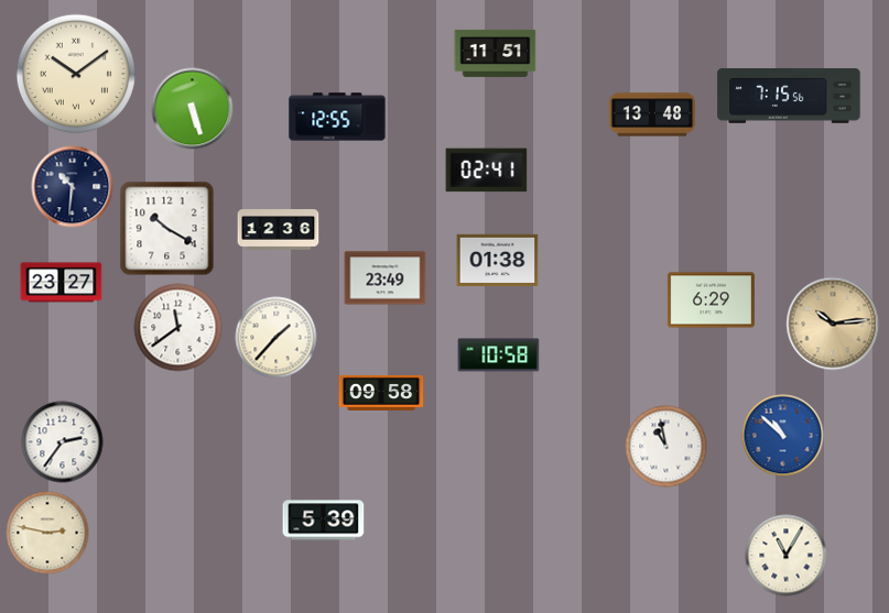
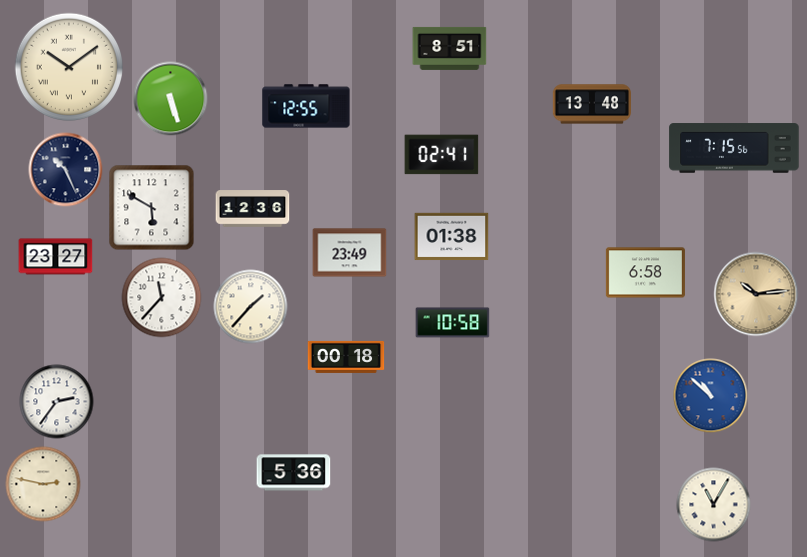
clock at (496, 53): 11:51 -> 8:51
clock at (789, 96) position: (789, 96) -> (734, 148)
clock at (193, 109) position: (193, 109) -> (171, 99)
clock at (73, 187): 10:31 -> 10:26
clock at (167, 229): 10:20 -> 5:50
clock at (711, 300): 6:29 -> 6:58
clock at (178, 328): 11:39 -> 11:37
clock at (381, 393): 09:58 -> 00:18
clock at (666, 447): 10:58 -> none
clock at (324, 521): 5:39 -> 5:36
